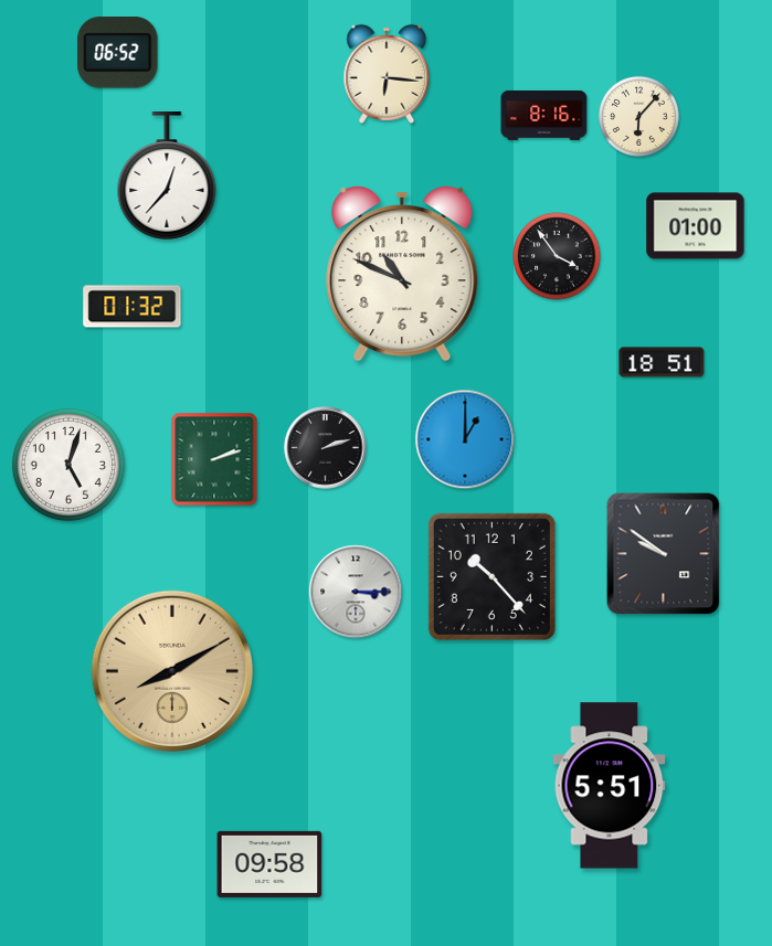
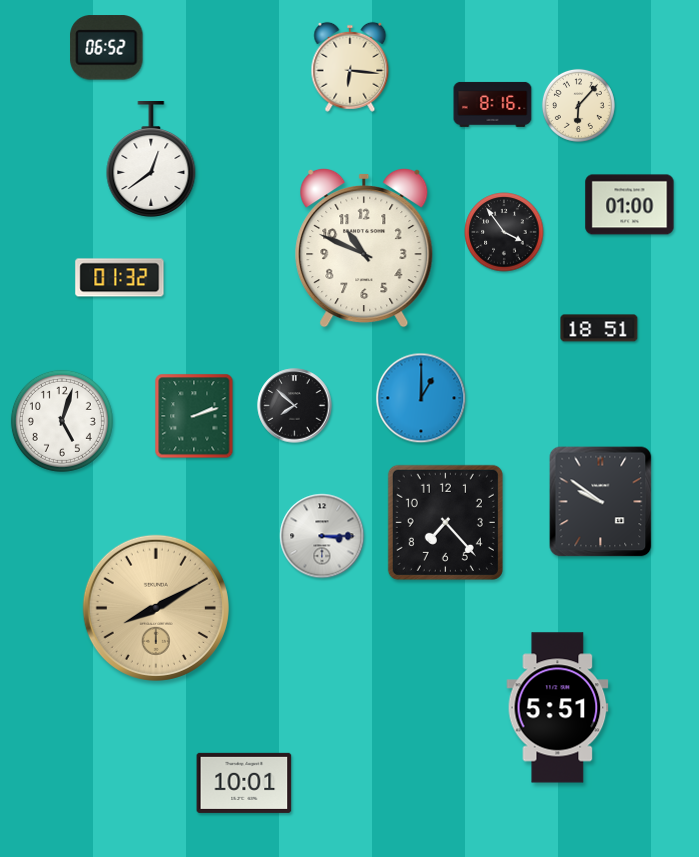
clock at (167, 177): 12:37 -> 12:39
clock at (326, 448): 2:12 -> 7:52
clock at (491, 576): 10:23 -> 7:23
clock at (610, 786) position: (610, 786) -> (558, 708)
clock at (269, 864): 09:58 -> 10:01
